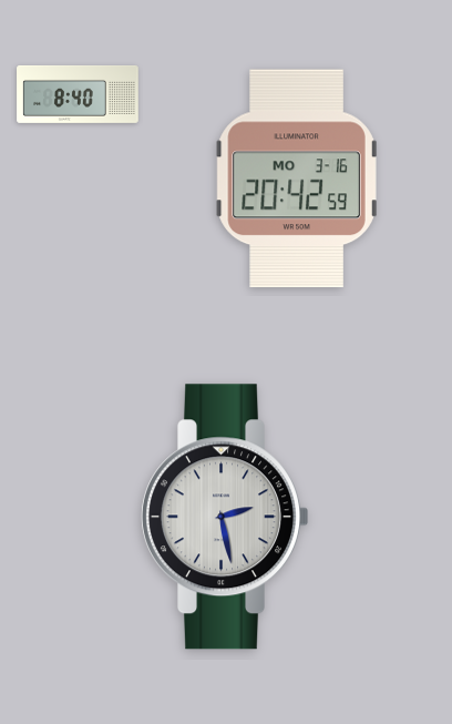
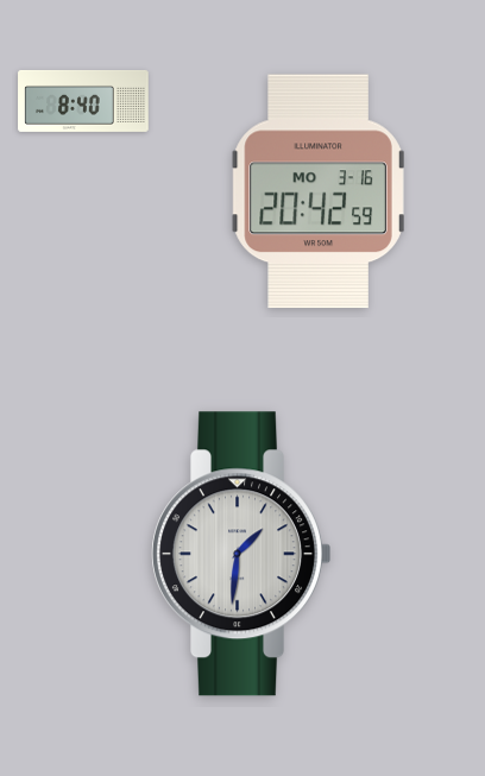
clock at (225, 517): 2:28 -> 1:31
